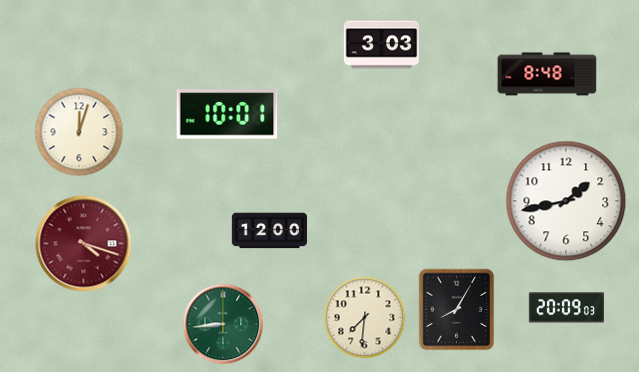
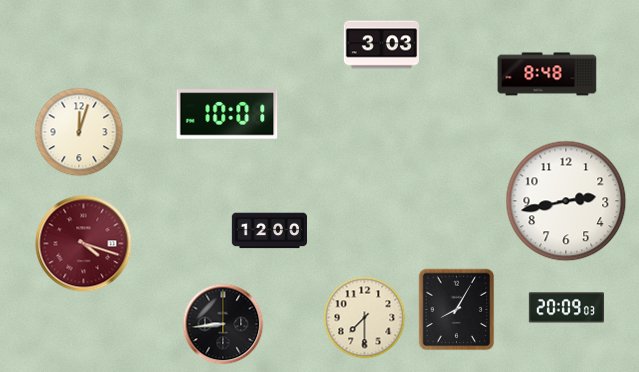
clock at (566, 201): 1:43 -> 2:43
clock at (365, 318): 7:31 -> 7:30
clock at (223, 324) dial: green -> black
